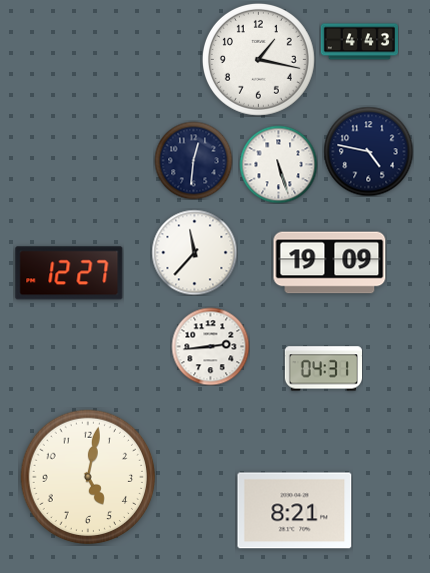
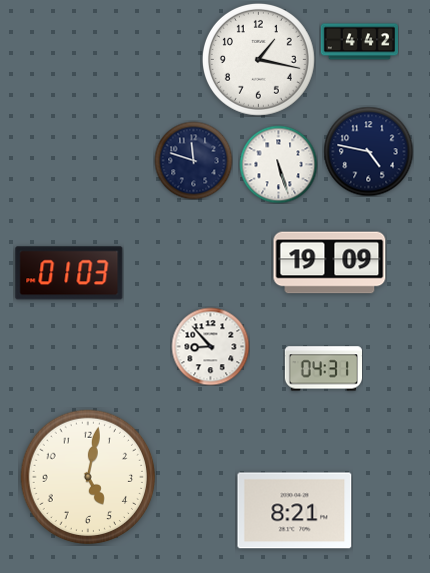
clock at (359, 42): 4:43 -> 4:42
clock at (193, 160): 12:31 -> 11:48
clock at (194, 252): 11:37 -> none
clock at (69, 273): 12:27 -> 01:03
clock at (210, 346): 2:44 -> 8:53
